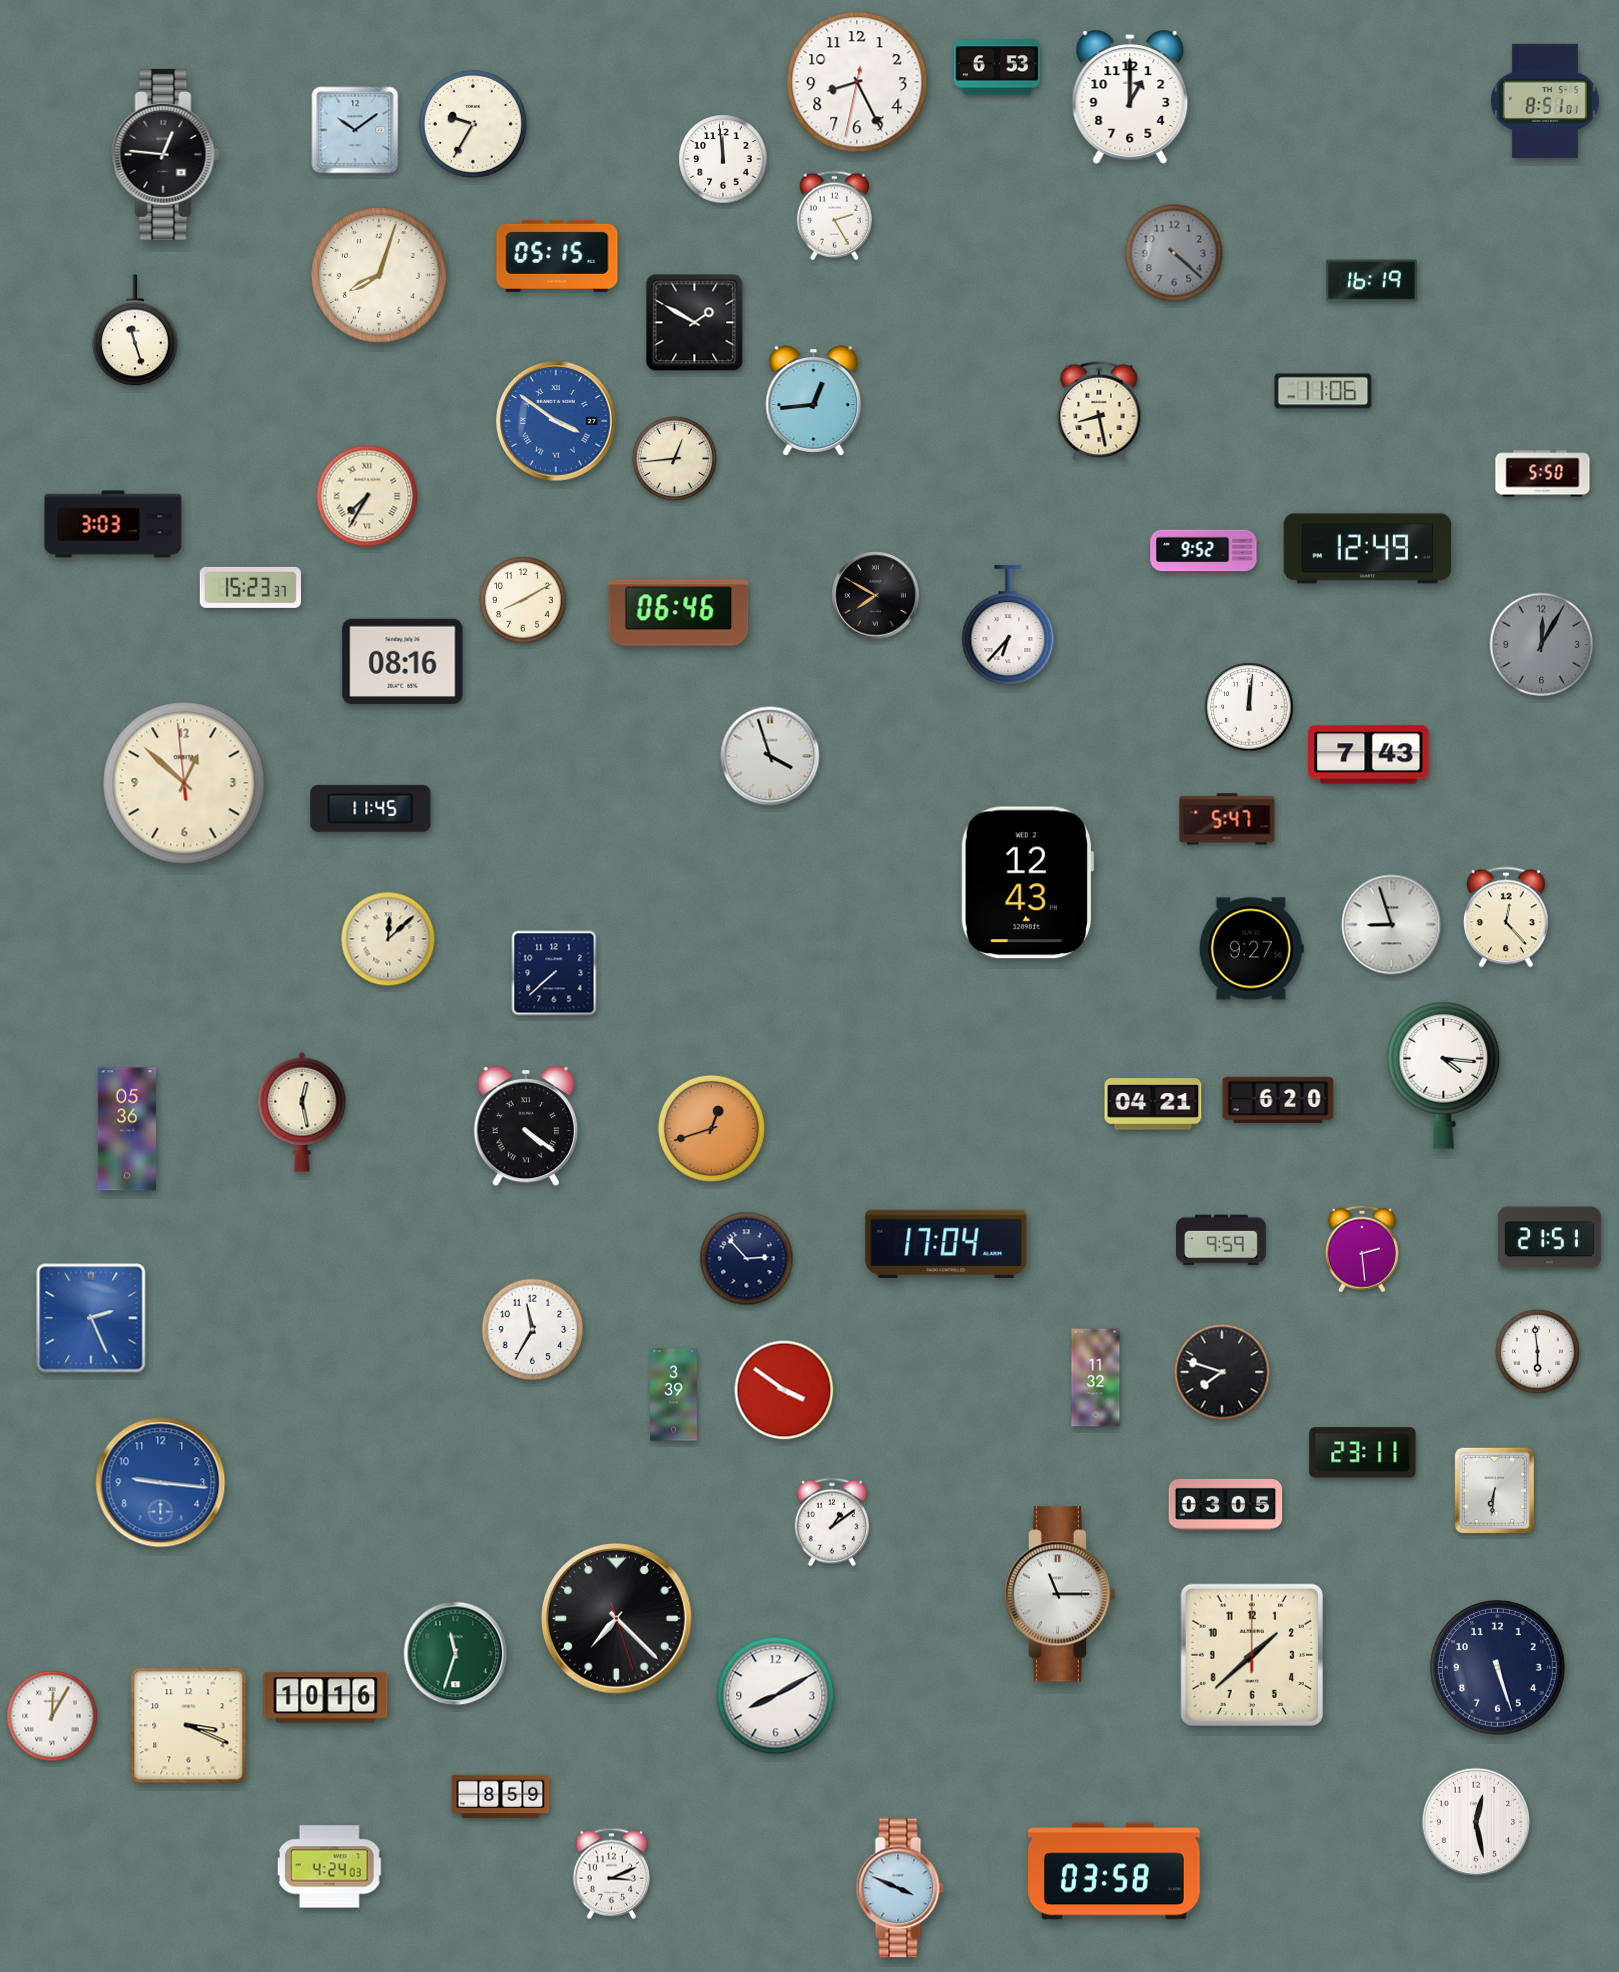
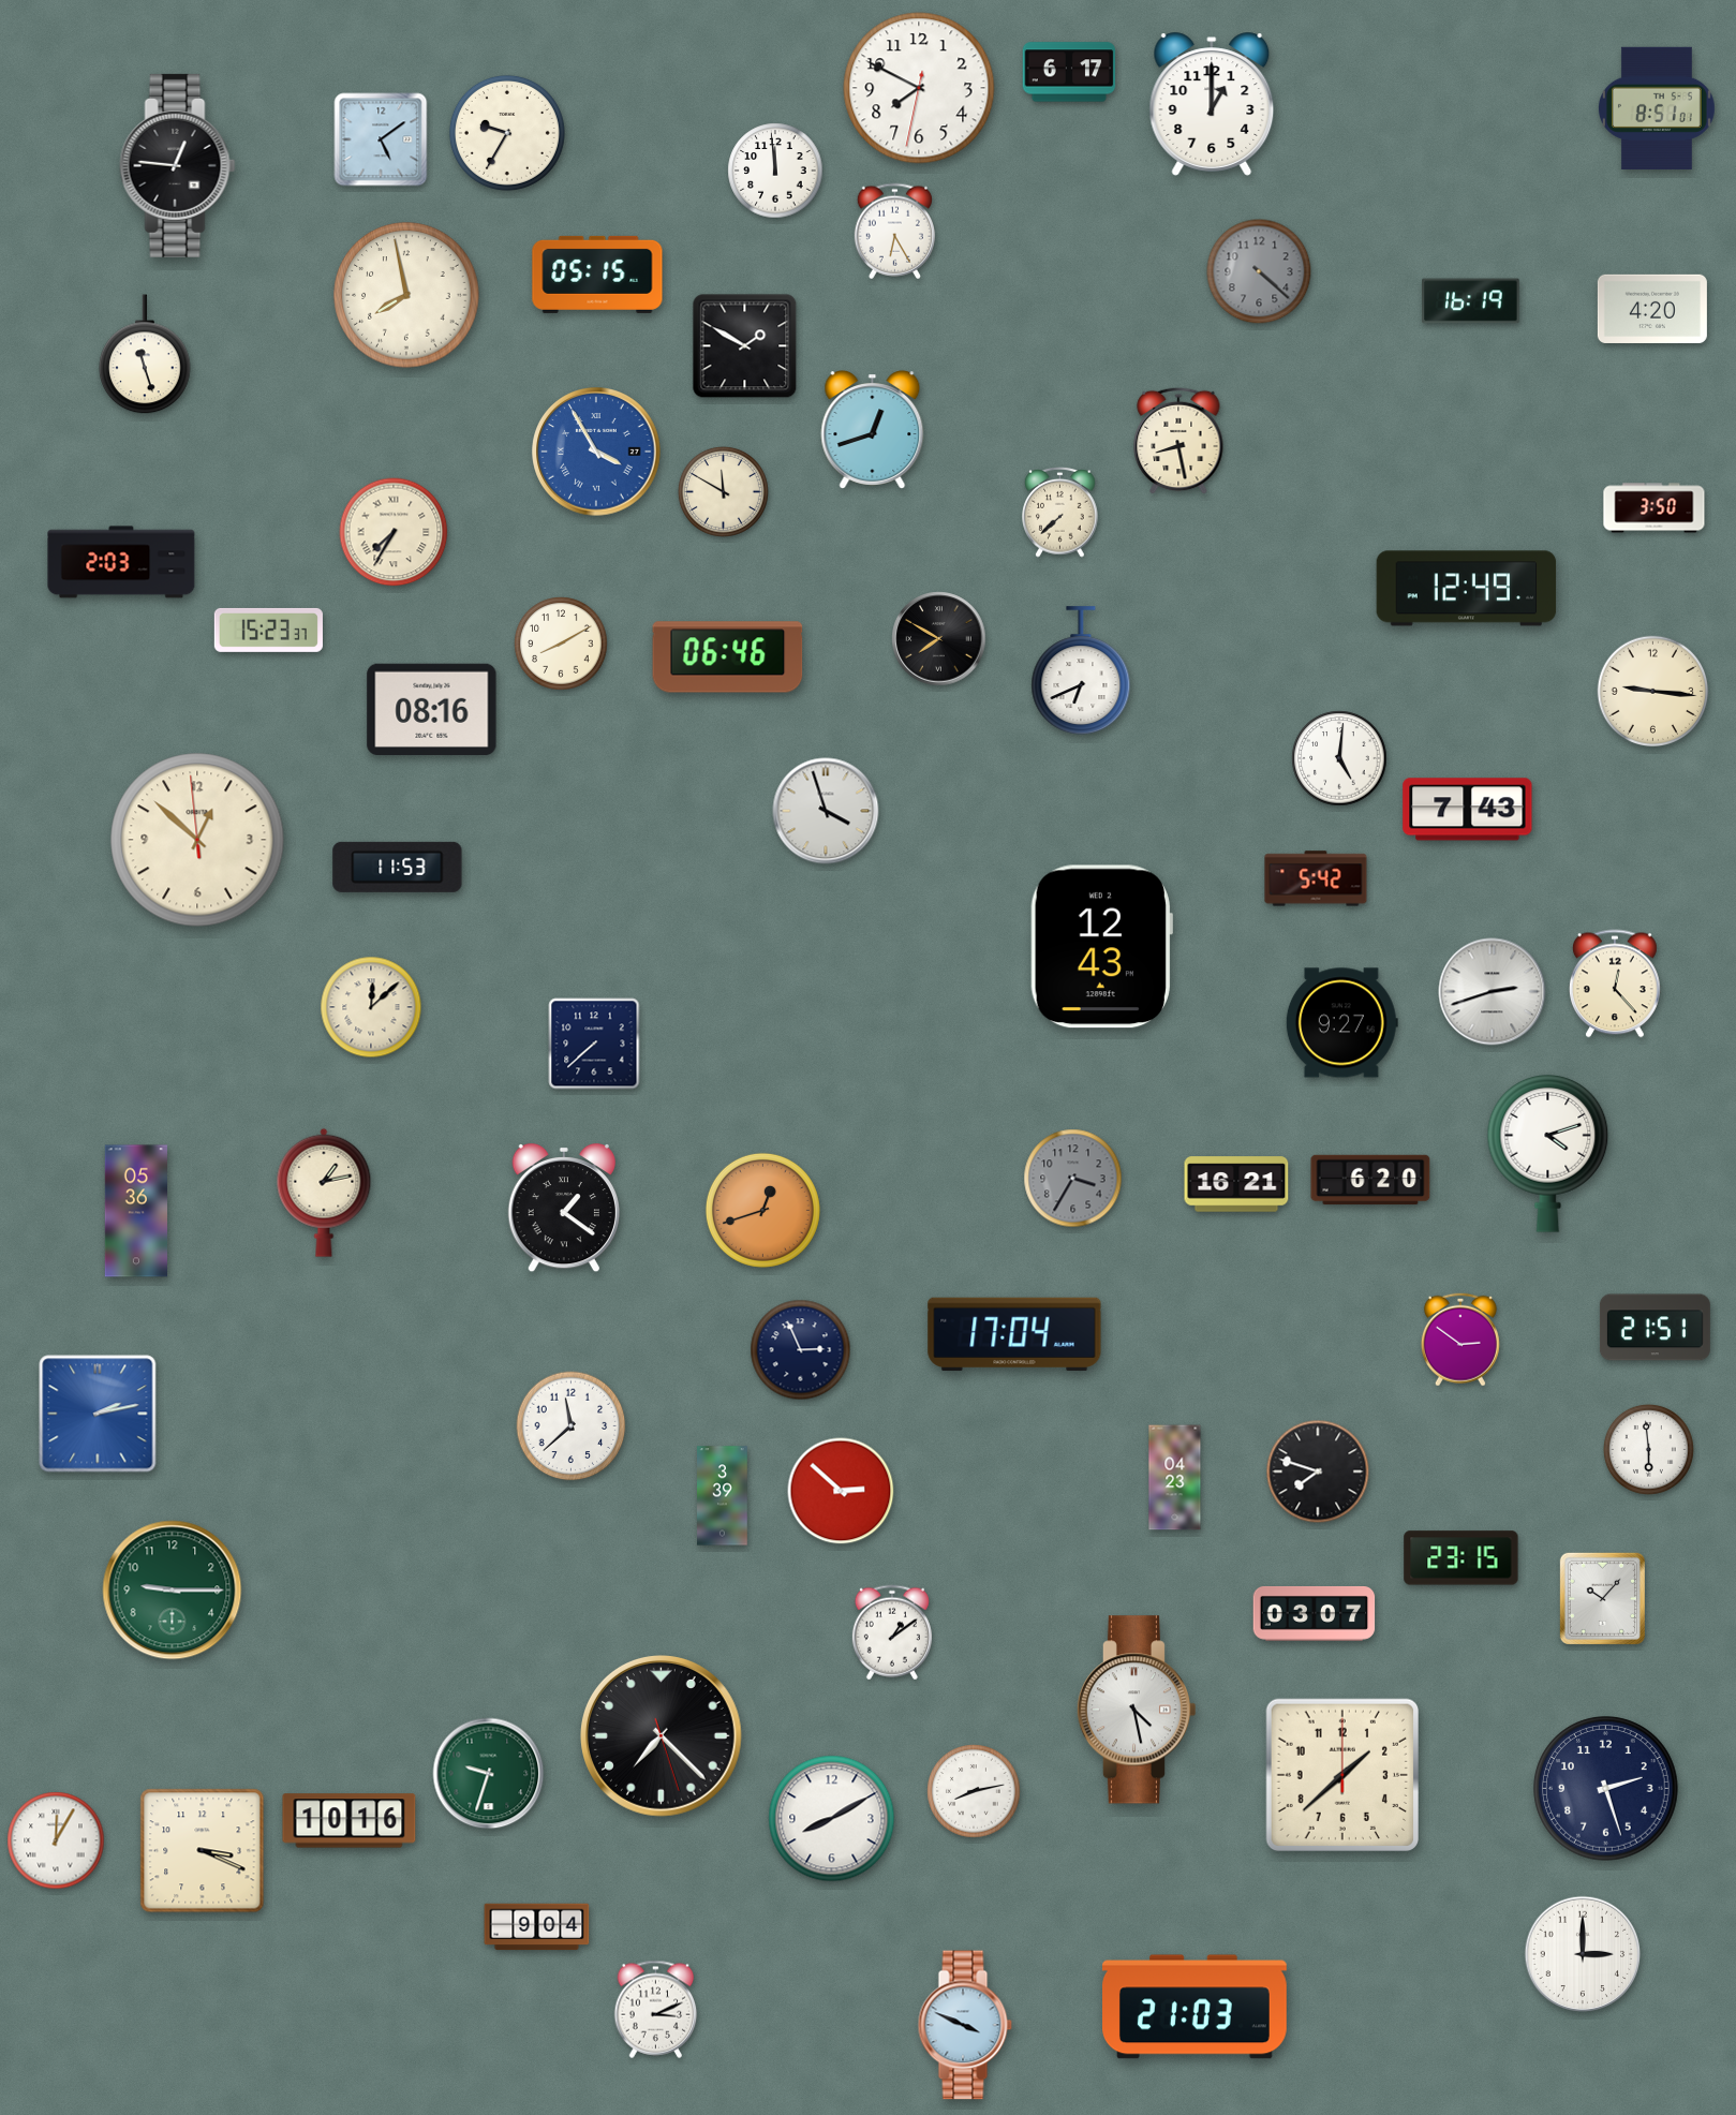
clock at (997, 67): 6:53 -> 6:17
clock at (857, 82): 8:25 -> 7:49
clock at (355, 130): 10:09 -> 5:09
clock at (834, 216): 2:25 -> 6:25
clock at (379, 275): 8:03 -> 7:58
clock at (1652, 309): none -> 4:20
clock at (1323, 391): 11:06 -> none
clock at (814, 401): 12:44 -> 12:42
clock at (556, 421): 3:51 -> 3:55
clock at (674, 458): 12:44 -> 11:50
clock at (1543, 474): 5:50 -> 3:50
clock at (1060, 512): none -> 7:38
clock at (113, 524): 3:03 -> 2:03
clock at (1204, 551): 9:52 -> none
clock at (1008, 626): 6:37 -> 6:41
clock at (1542, 645): 12:05 -> 9:16
clock at (1542, 645) dial: grey -> cream
clock at (1249, 707): 12:01 -> 5:01
clock at (371, 808): 11:45 -> 11:53
clock at (1227, 819): 5:47 -> 5:42
clock at (1392, 925): 8:57 -> 2:42
clock at (388, 939) position: (388, 939) -> (371, 1007)
clock at (1251, 949) position: (1251, 949) -> (1341, 1023)
clock at (1444, 1075): 4:16 -> 4:12
clock at (1073, 1179): none -> 3:35
clock at (1153, 1104): 04:21 -> 16:21
clock at (302, 1112): 12:28 -> 1:13
clock at (525, 1126): 4:21 -> 1:21
clock at (1549, 1238) position: (1549, 1238) -> (1655, 1328)
clock at (1222, 1240): 9:59 -> none
clock at (1362, 1249): 2:29 -> 2:51
clock at (747, 1259): 2:53 -> 2:56
clock at (91, 1318): 2:26 -> 2:13
clock at (533, 1330): 11:35 -> 11:38
clock at (1222, 1372) position: (1222, 1372) -> (1318, 1471)
clock at (1096, 1378): 11:32 -> 04:23
clock at (784, 1390): 3:51 -> 2:52
clock at (1363, 1453): 23:11 -> 23:15
clock at (161, 1483): 9:16 -> 9:15
clock at (161, 1483) dial: blue -> green
clock at (1494, 1490): 6:31 -> 10:07
clock at (1226, 1504): 03:05 -> 03:07
clock at (1060, 1594): 11:15 -> 4:28
clock at (456, 1654): 11:33 -> 9:33
clock at (1498, 1668): 5:27 -> 2:27
clock at (974, 1791): none -> 8:13
clock at (501, 1797): 8:59 -> 9:04
clock at (1476, 1822): 12:28 -> 3:00
clock at (330, 1867): 4:24 -> none
clock at (1115, 1871): 03:58 -> 21:03
